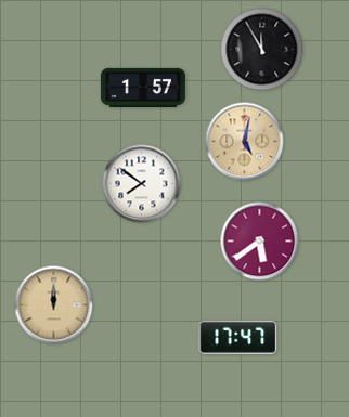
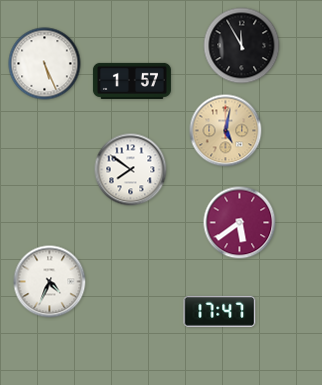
clock at (45, 64): none -> 5:26
clock at (54, 305): 12:00 -> 4:34
clock at (54, 305) dial: champagne -> white
